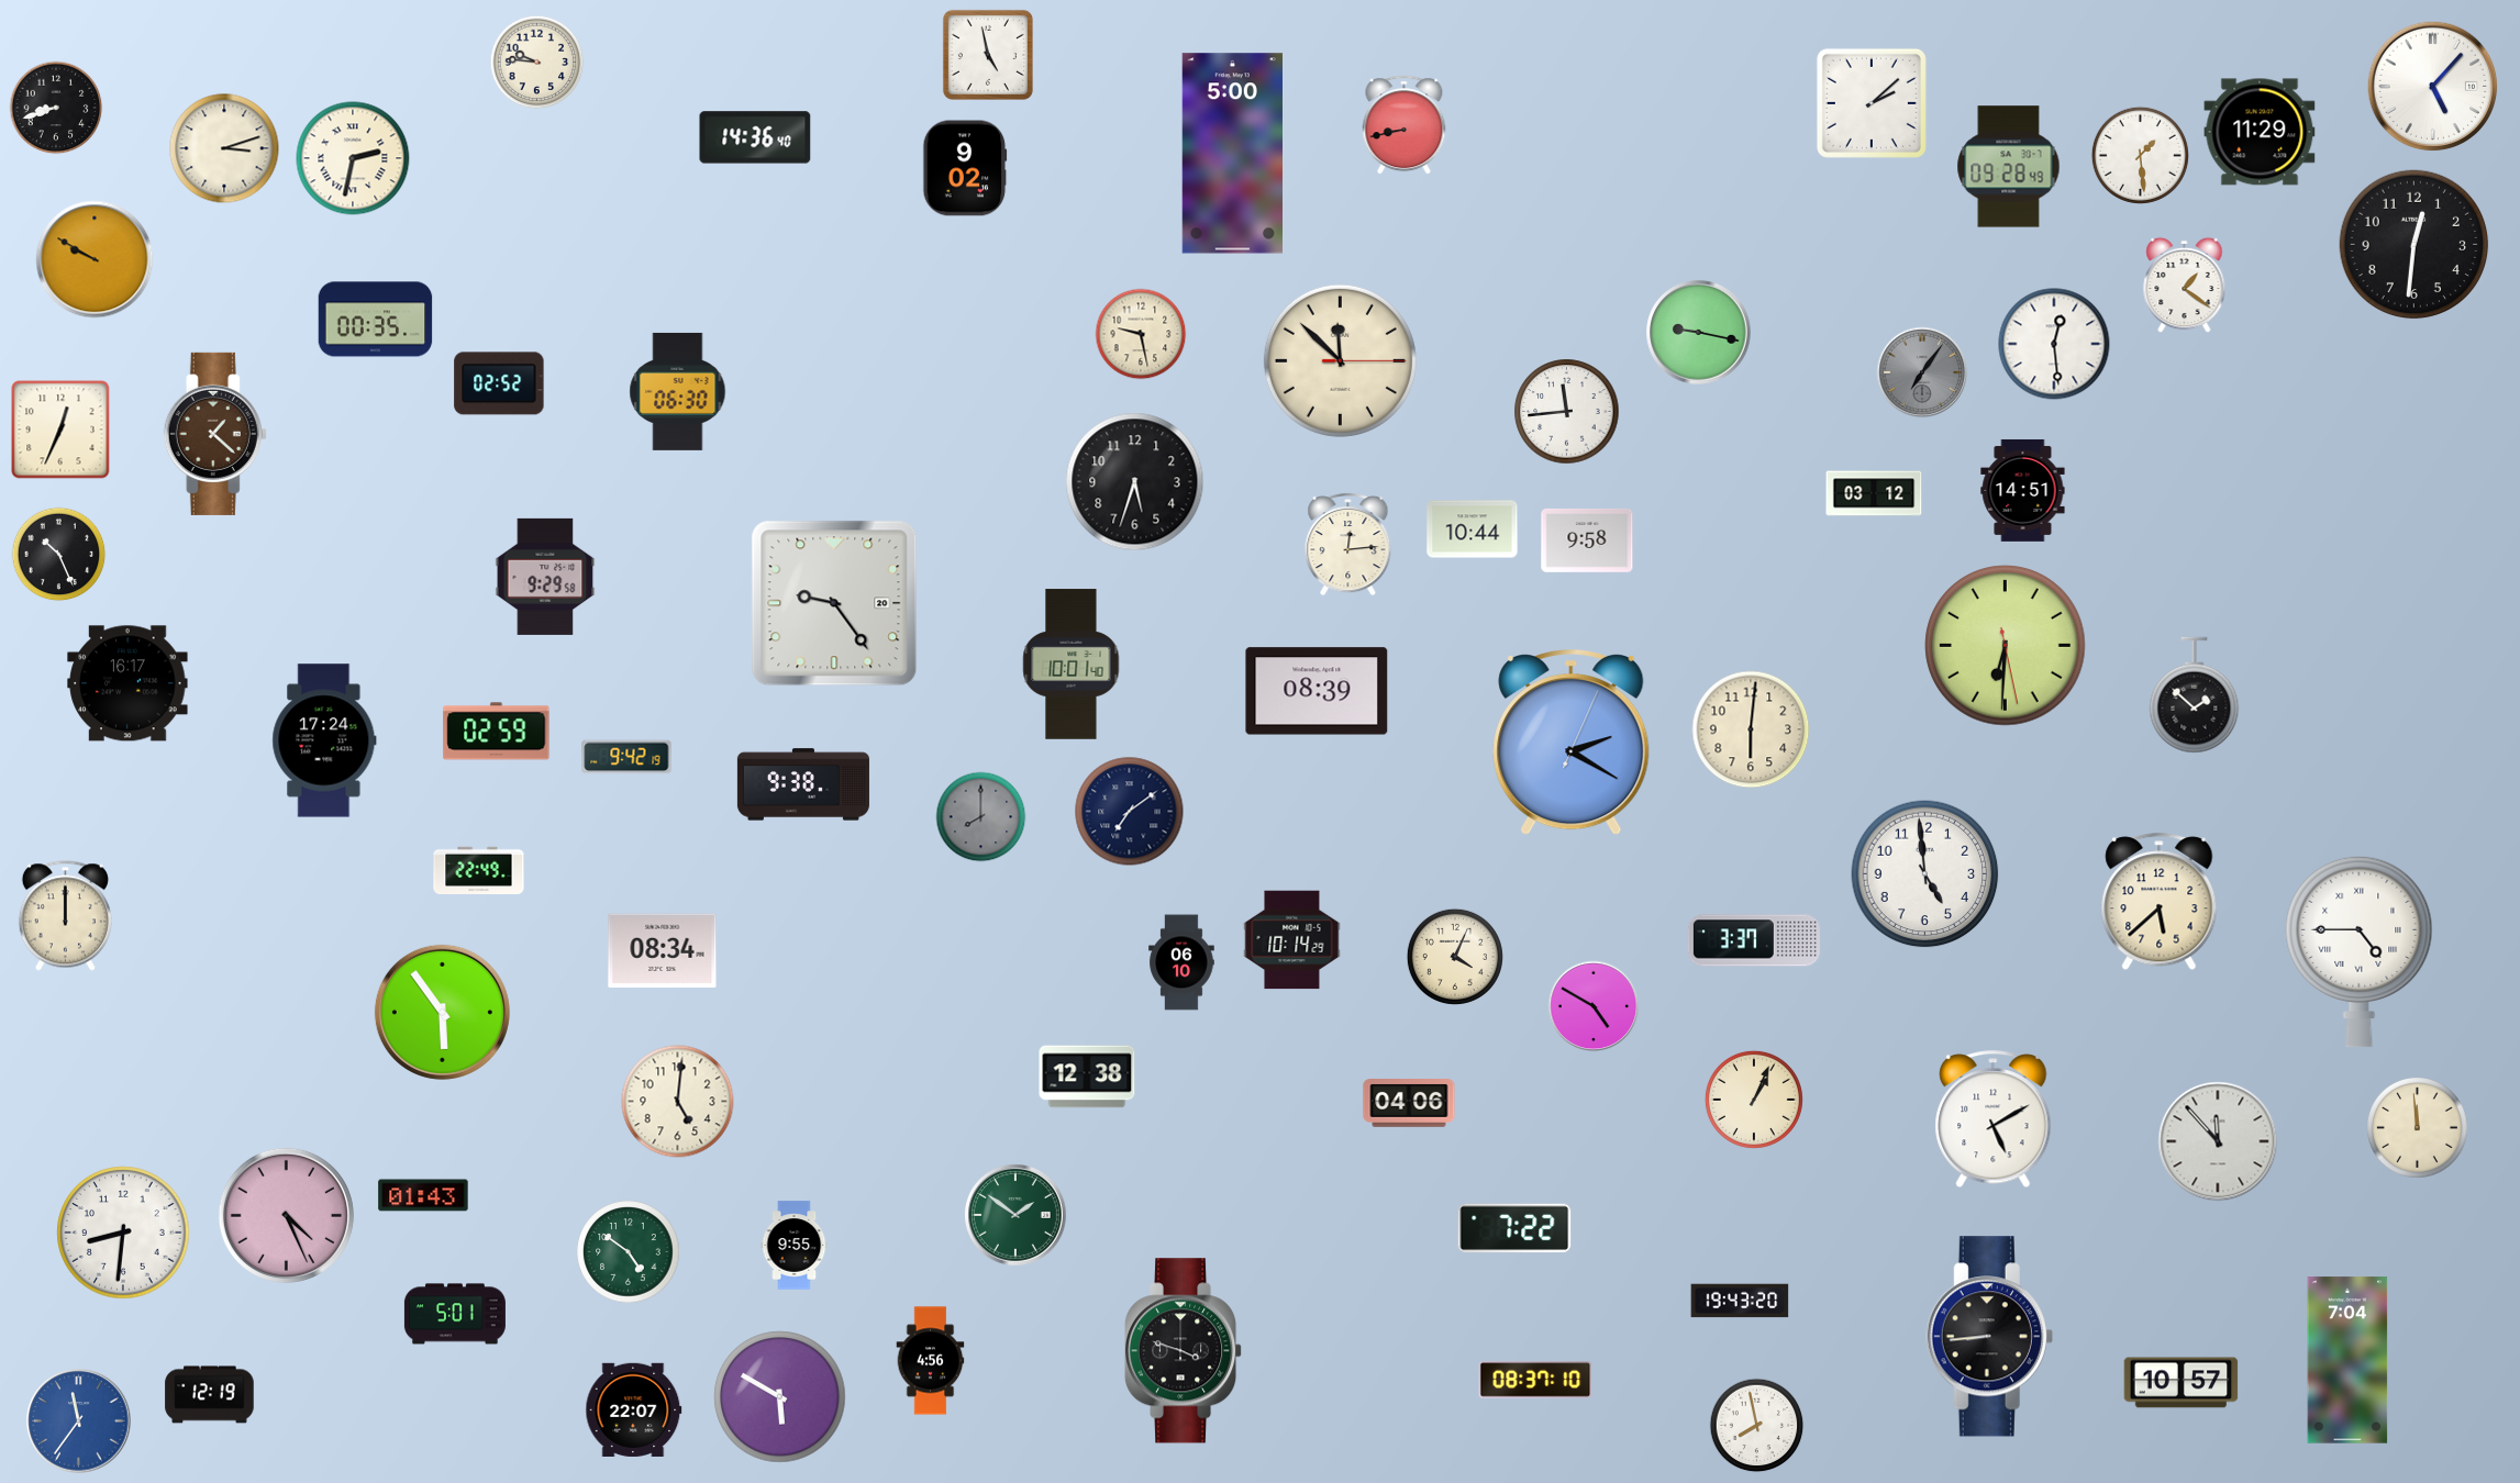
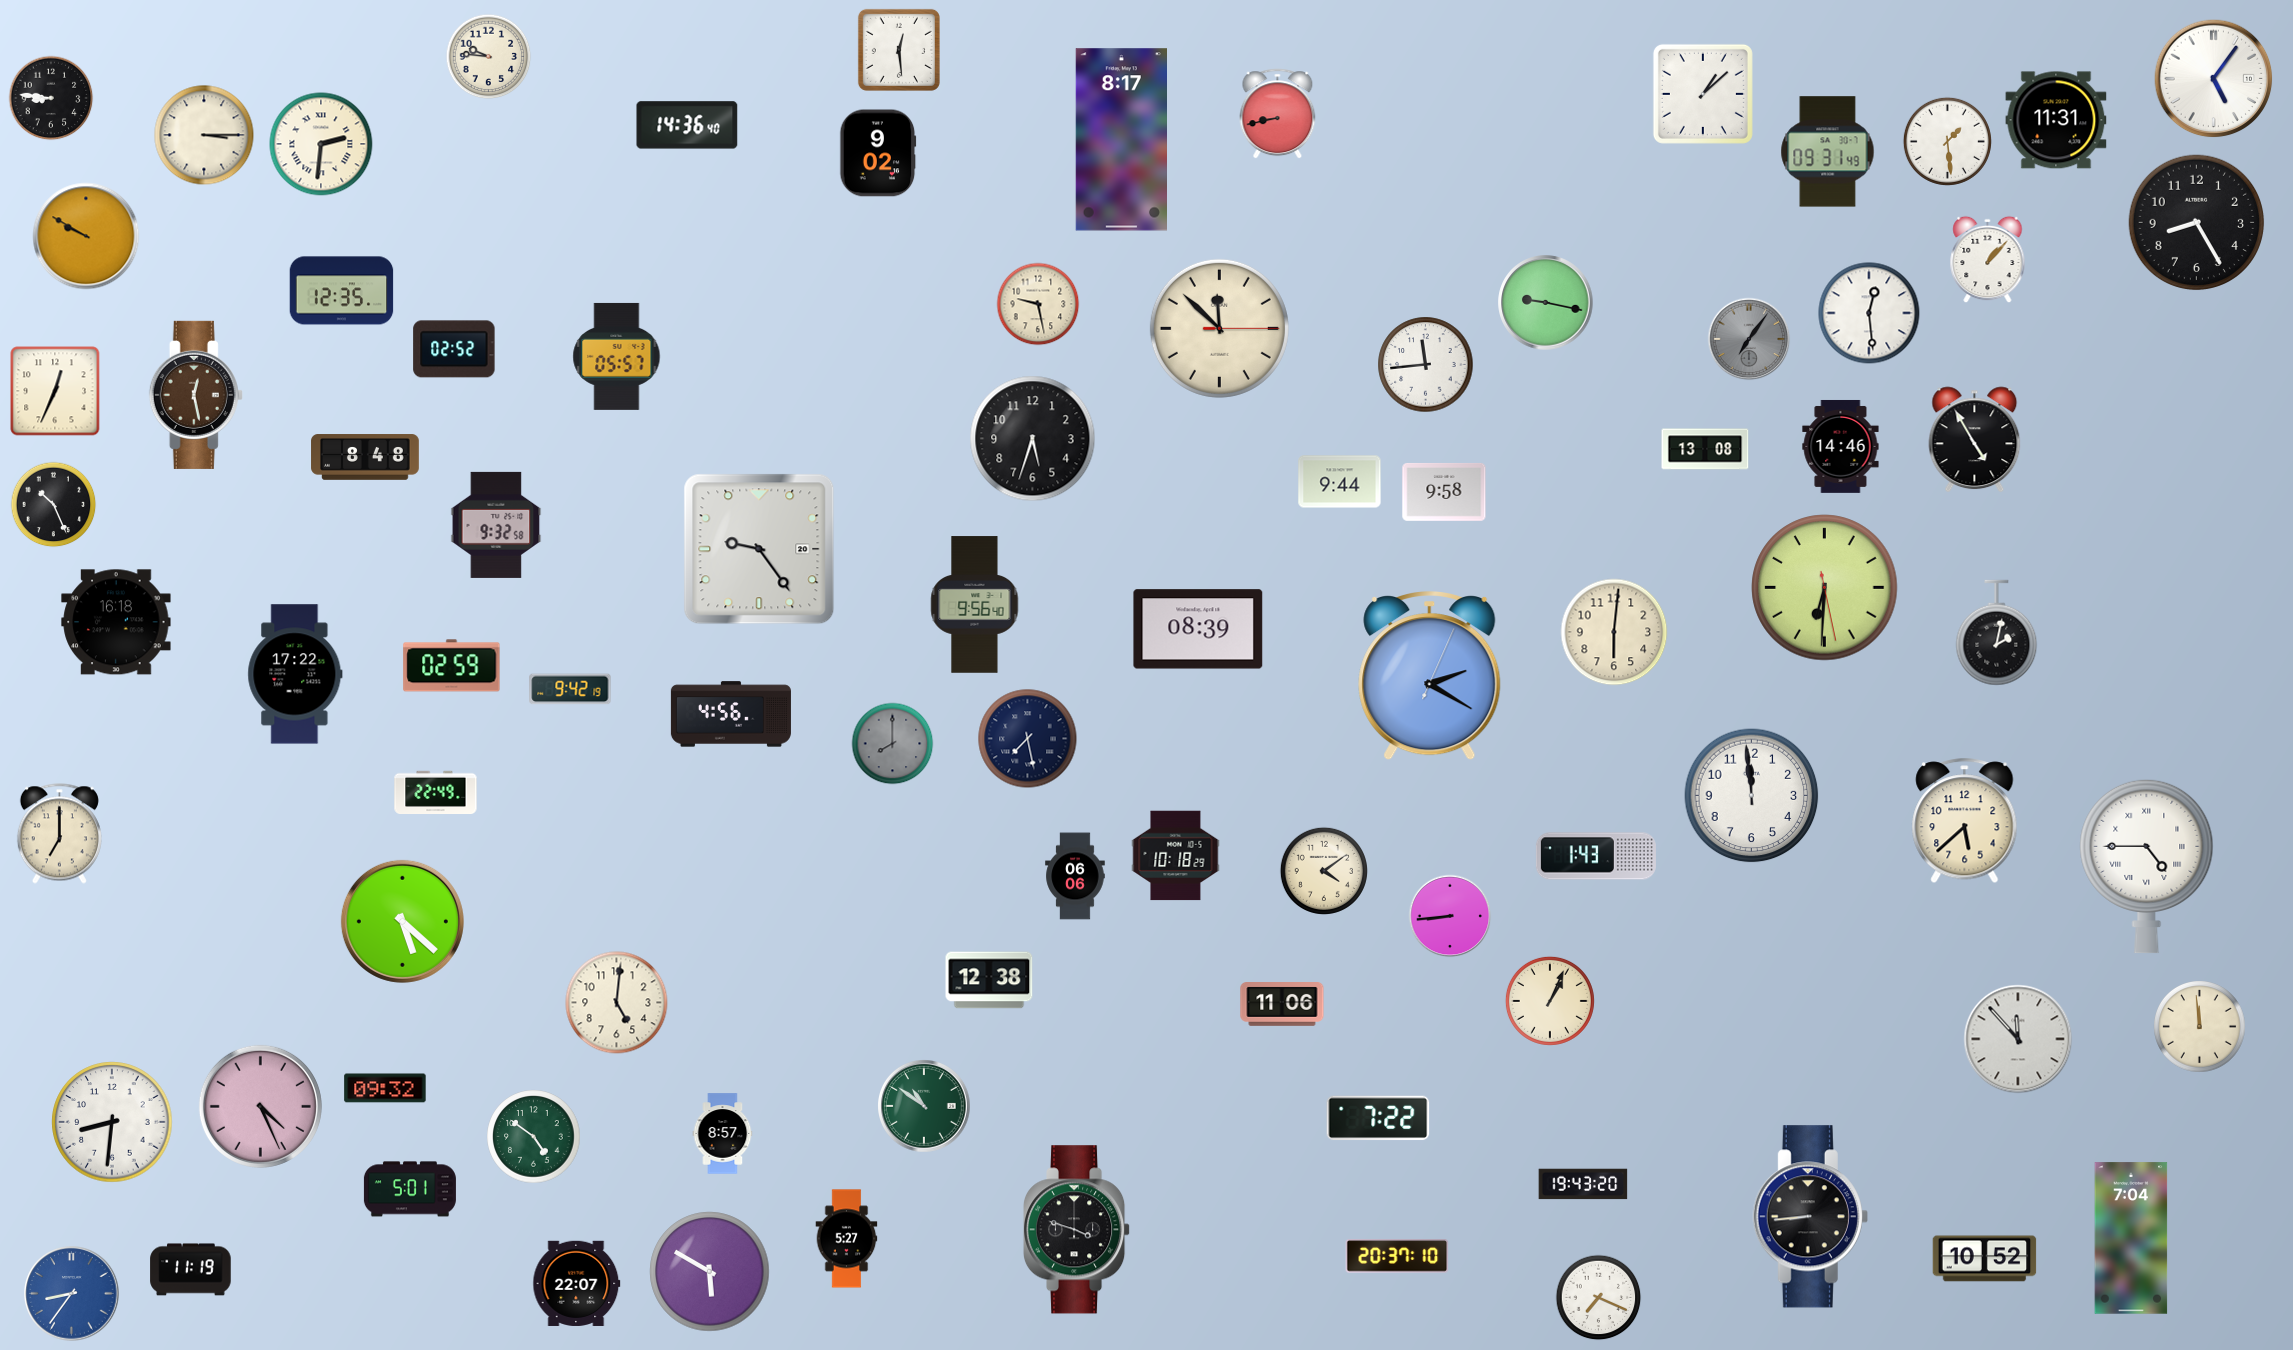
clock at (988, 55): 4:58 -> 12:29
clock at (2433, 87): 5:07 -> 5:06
clock at (1872, 103): 2:08 -> 1:08
clock at (56, 108): 8:42 -> 8:46
clock at (2260, 132): 11:29 -> 11:31
clock at (224, 148): 3:12 -> 3:15
clock at (1232, 154): 5:00 -> 8:17
clock at (353, 158): 2:32 -> 2:31
clock at (2009, 167): 09:28 -> 09:31
clock at (2414, 245): 12:31 -> 8:25
clock at (2185, 286): 1:21 -> 1:07
clock at (376, 320): 00:35 -> 12:35
clock at (678, 391): 06:30 -> 05:57
clock at (1567, 412) position: (1567, 412) -> (1426, 365)
clock at (215, 434): 1:22 -> 12:28
clock at (1975, 440): none -> 4:55
clock at (2023, 490): 14:51 -> 14:46
clock at (1874, 493): 03:12 -> 13:08
clock at (365, 457): none -> 8:48
clock at (1473, 529): 10:44 -> 9:44
clock at (1348, 544): 12:14 -> none
clock at (545, 577): 9:29 -> 9:32
clock at (1072, 665): 10:01 -> 9:56
clock at (127, 683): 16:17 -> 16:18
clock at (2195, 695): 1:52 -> 2:02
clock at (1751, 729) position: (1751, 729) -> (1614, 632)
clock at (324, 740): 17:24 -> 17:22
clock at (803, 784): 9:38 -> 4:56
clock at (1130, 812): 7:09 -> 7:28
clock at (1925, 874): 4:59 -> 11:59
clock at (65, 916): 12:00 -> 7:00
clock at (1292, 940): 10:14 -> 10:18
clock at (1754, 940): 3:37 -> 1:43
clock at (663, 951): 08:34 -> none
clock at (1455, 957): 4:04 -> 4:09
clock at (1181, 962): 06:10 -> 06:06
clock at (1594, 1006): 4:50 -> 8:44
clock at (442, 1012): 5:54 -> 5:22
clock at (1754, 1100) position: (1754, 1100) -> (1550, 1001)
clock at (1409, 1104): 04:06 -> 11:06
clock at (1994, 1119): 5:10 -> none
clock at (423, 1195): 01:43 -> 09:32
clock at (1017, 1216): 1:51 -> 10:51
clock at (795, 1246): 9:55 -> 8:57
clock at (629, 1252) position: (629, 1252) -> (534, 1137)
clock at (455, 1314) position: (455, 1314) -> (410, 1189)
clock at (2347, 1360) position: (2347, 1360) -> (2131, 1238)
clock at (931, 1361): 4:56 -> 5:27
clock at (1535, 1380): 08:37 -> 20:37
clock at (2182, 1383): 10:57 -> 10:52
clock at (210, 1395): 12:19 -> 11:19
clock at (79, 1421): 11:36 -> 8:36
clock at (1757, 1426): 7:58 -> 7:19
